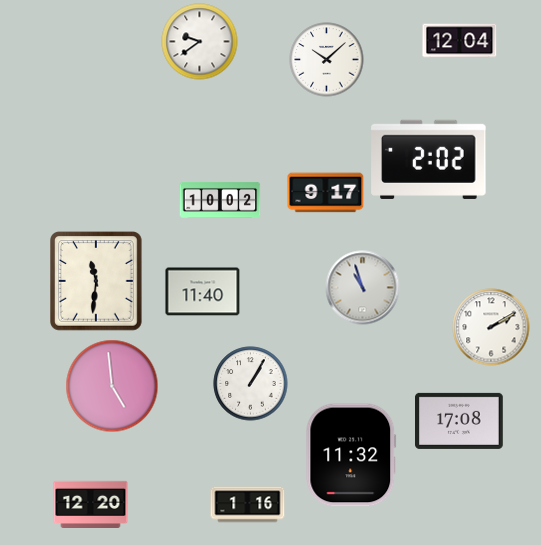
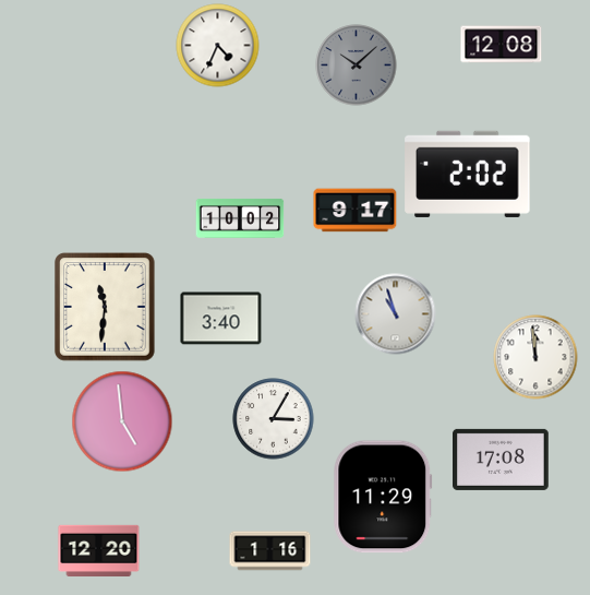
clock at (460, 41): 12:04 -> 12:08
clock at (200, 42): 9:39 -> 4:34
clock at (327, 60) dial: white -> grey
clock at (203, 292): 11:40 -> 3:40
clock at (491, 327): 2:10 -> 11:59
clock at (251, 384): 1:05 -> 3:05
clock at (351, 455): 11:32 -> 11:29
